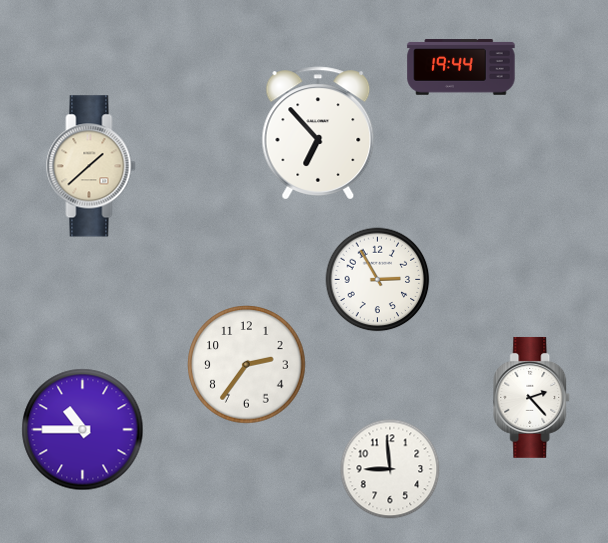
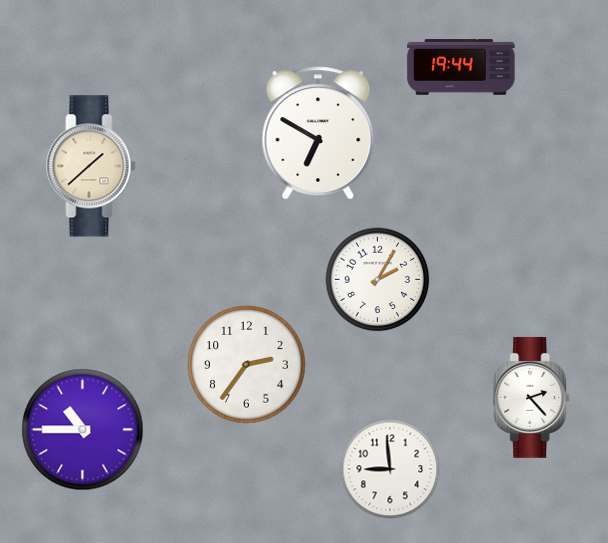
clock at (318, 133): 6:53 -> 6:50
clock at (378, 280): 2:55 -> 2:05
